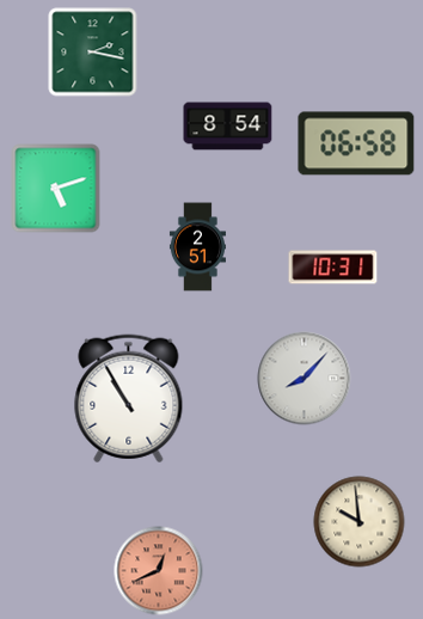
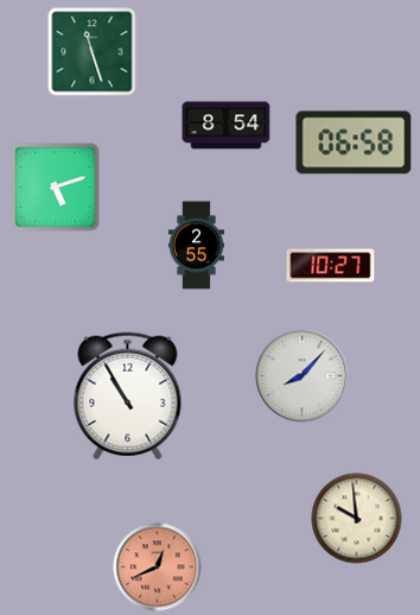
clock at (93, 53): 2:17 -> 11:27
clock at (197, 247): 2:51 -> 2:55
clock at (333, 268): 10:31 -> 10:27
